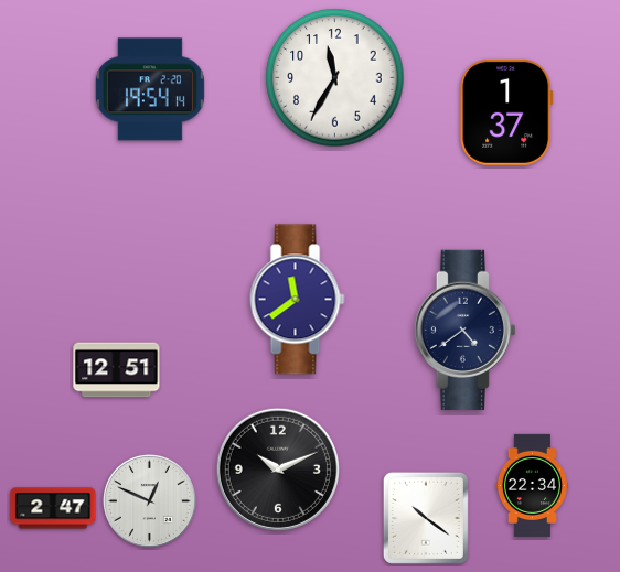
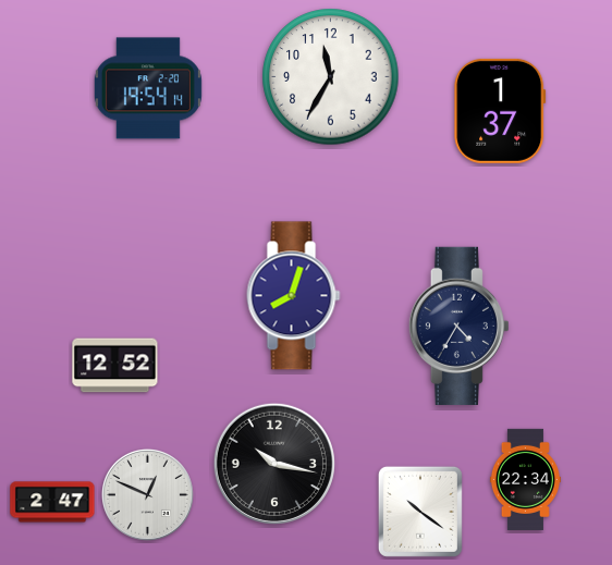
clock at (298, 300): 11:39 -> 8:03
clock at (464, 330): 4:39 -> 4:35
clock at (117, 370): 12:51 -> 12:52
clock at (278, 470): 10:11 -> 10:17
